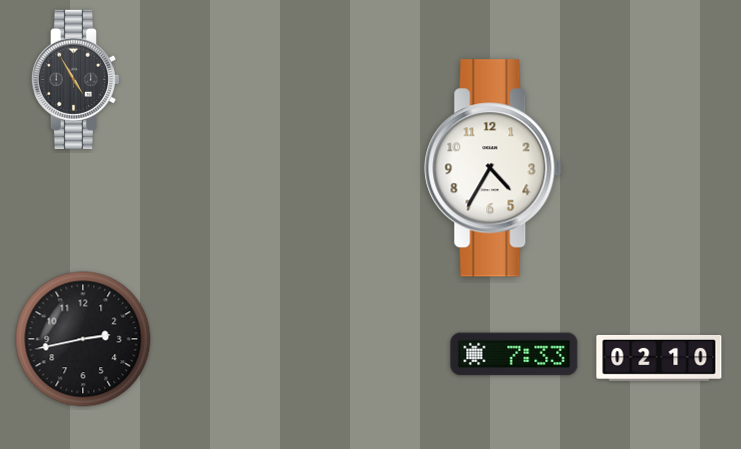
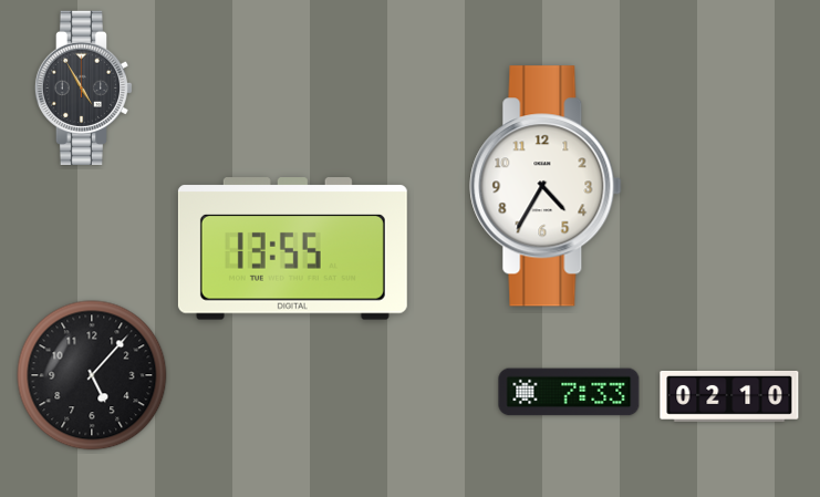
clock at (292, 249): none -> 13:55
clock at (83, 339): 2:43 -> 5:07
